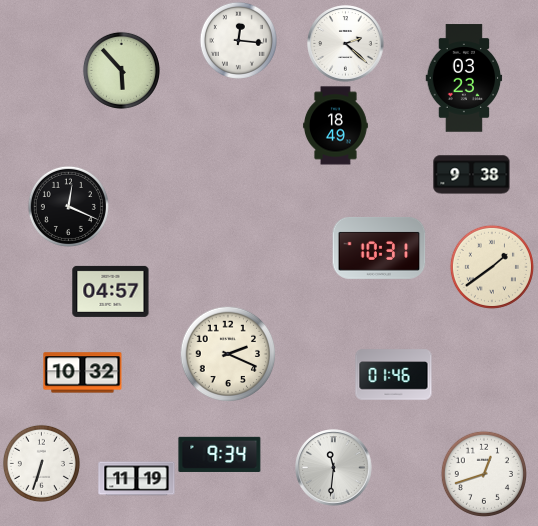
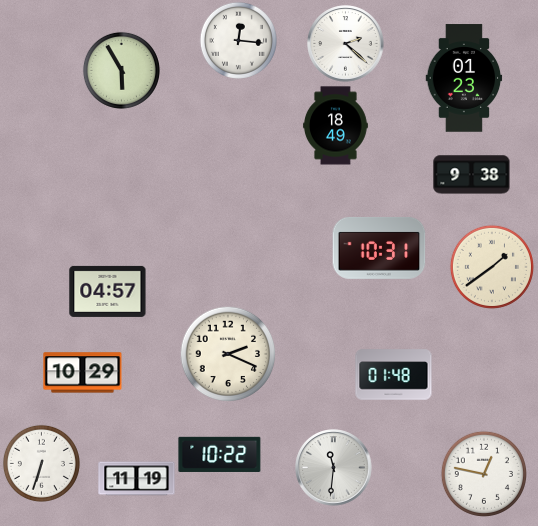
clock at (121, 70): 5:53 -> 5:55
clock at (464, 78): 03:23 -> 01:23
clock at (68, 206): 12:19 -> none
clock at (111, 291) position: (111, 291) -> (108, 291)
clock at (83, 373): 10:32 -> 10:29
clock at (394, 375): 01:46 -> 01:48
clock at (220, 454): 9:34 -> 10:22
clock at (484, 474): 12:42 -> 12:47
